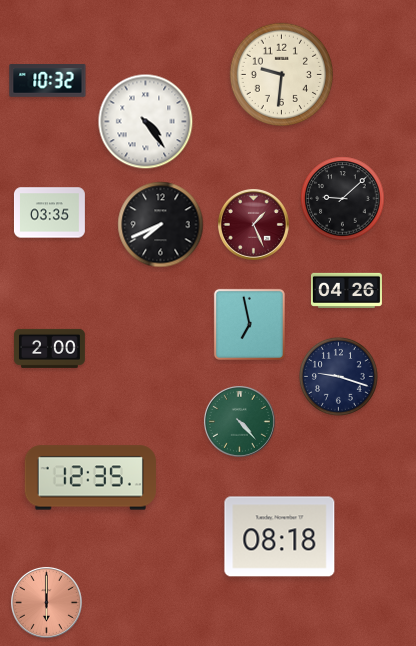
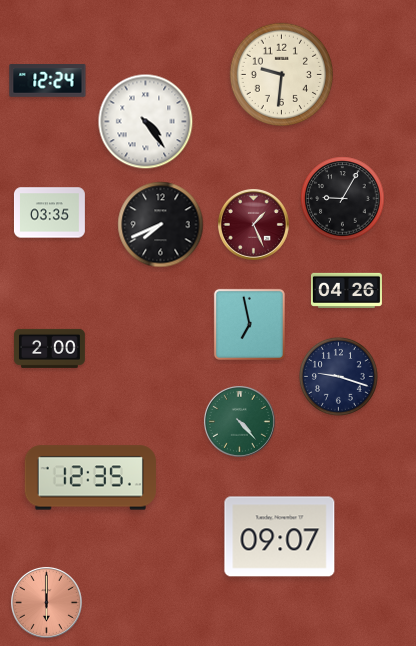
clock at (48, 81): 10:32 -> 12:24
clock at (343, 199): 9:08 -> 9:05
clock at (280, 537): 08:18 -> 09:07
